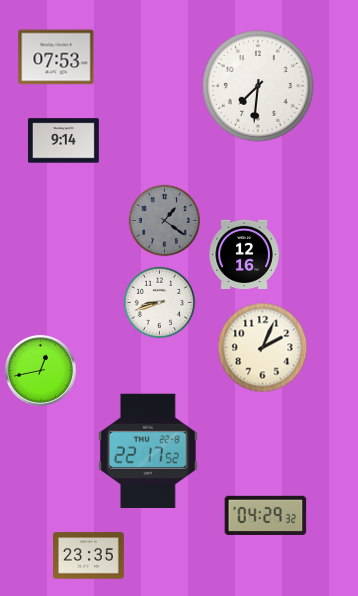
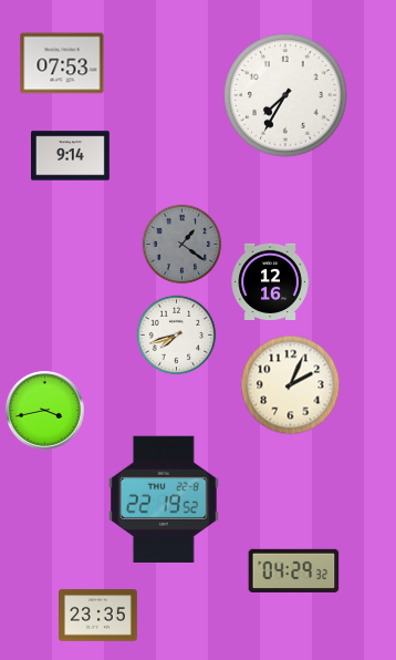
clock at (258, 86): 7:31 -> 7:35
clock at (160, 303): 8:42 -> 7:42
clock at (41, 371): 12:43 -> 3:43
clock at (149, 450): 22:17 -> 22:19
